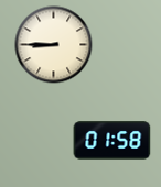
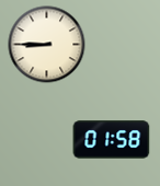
clock at (54, 45) position: (54, 45) -> (47, 45)
